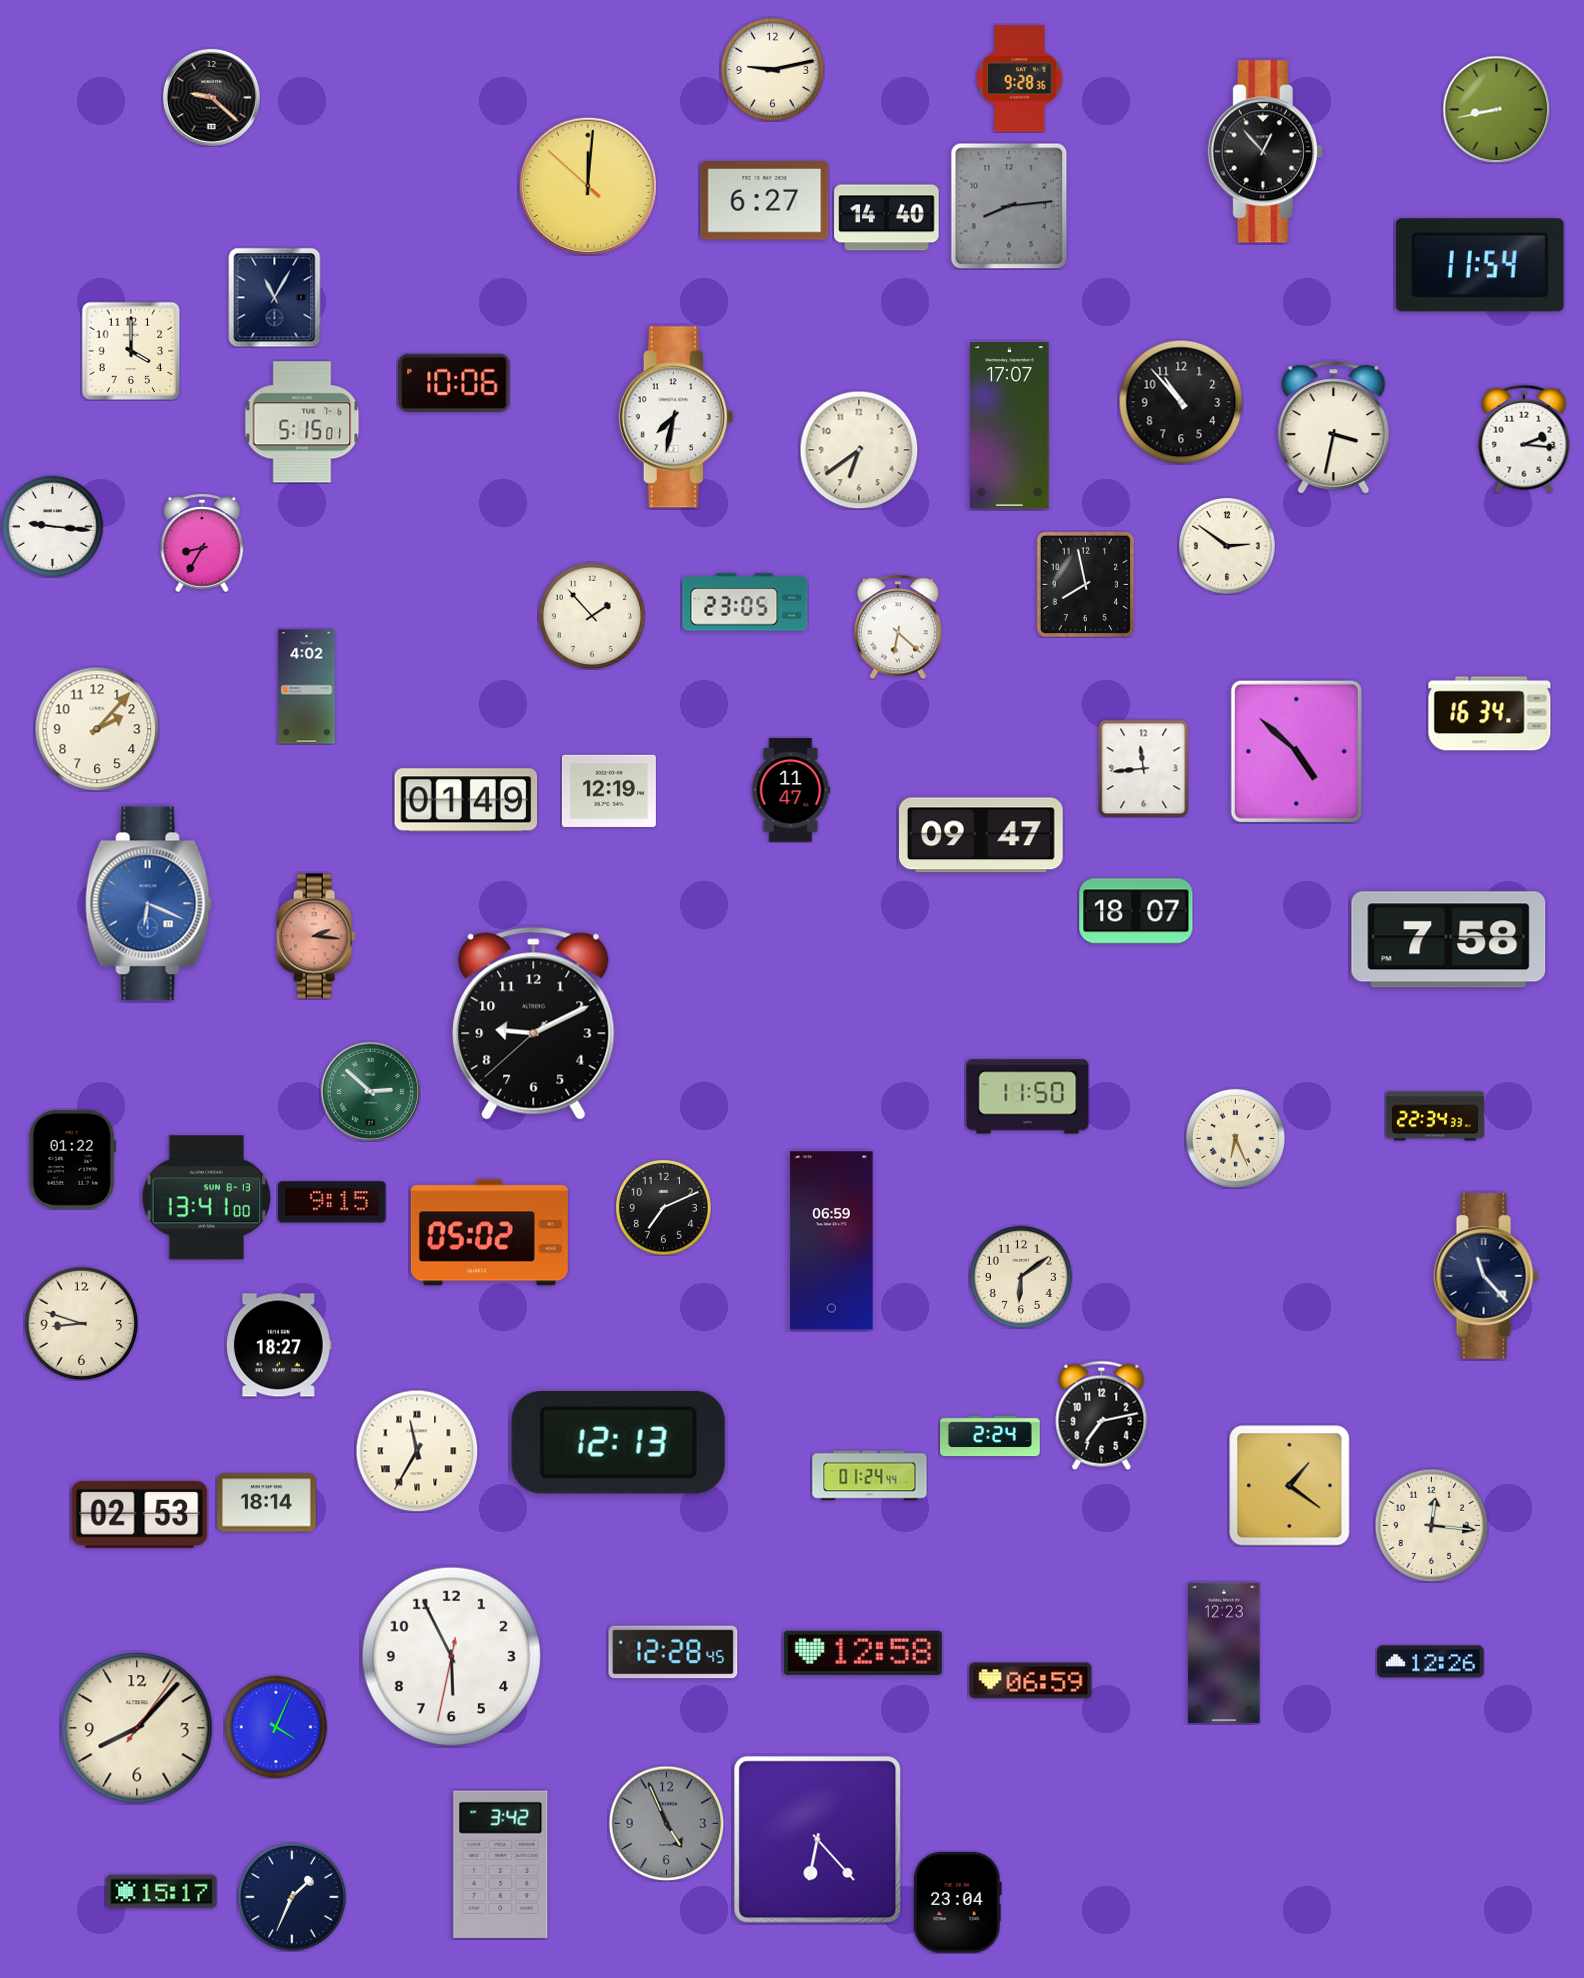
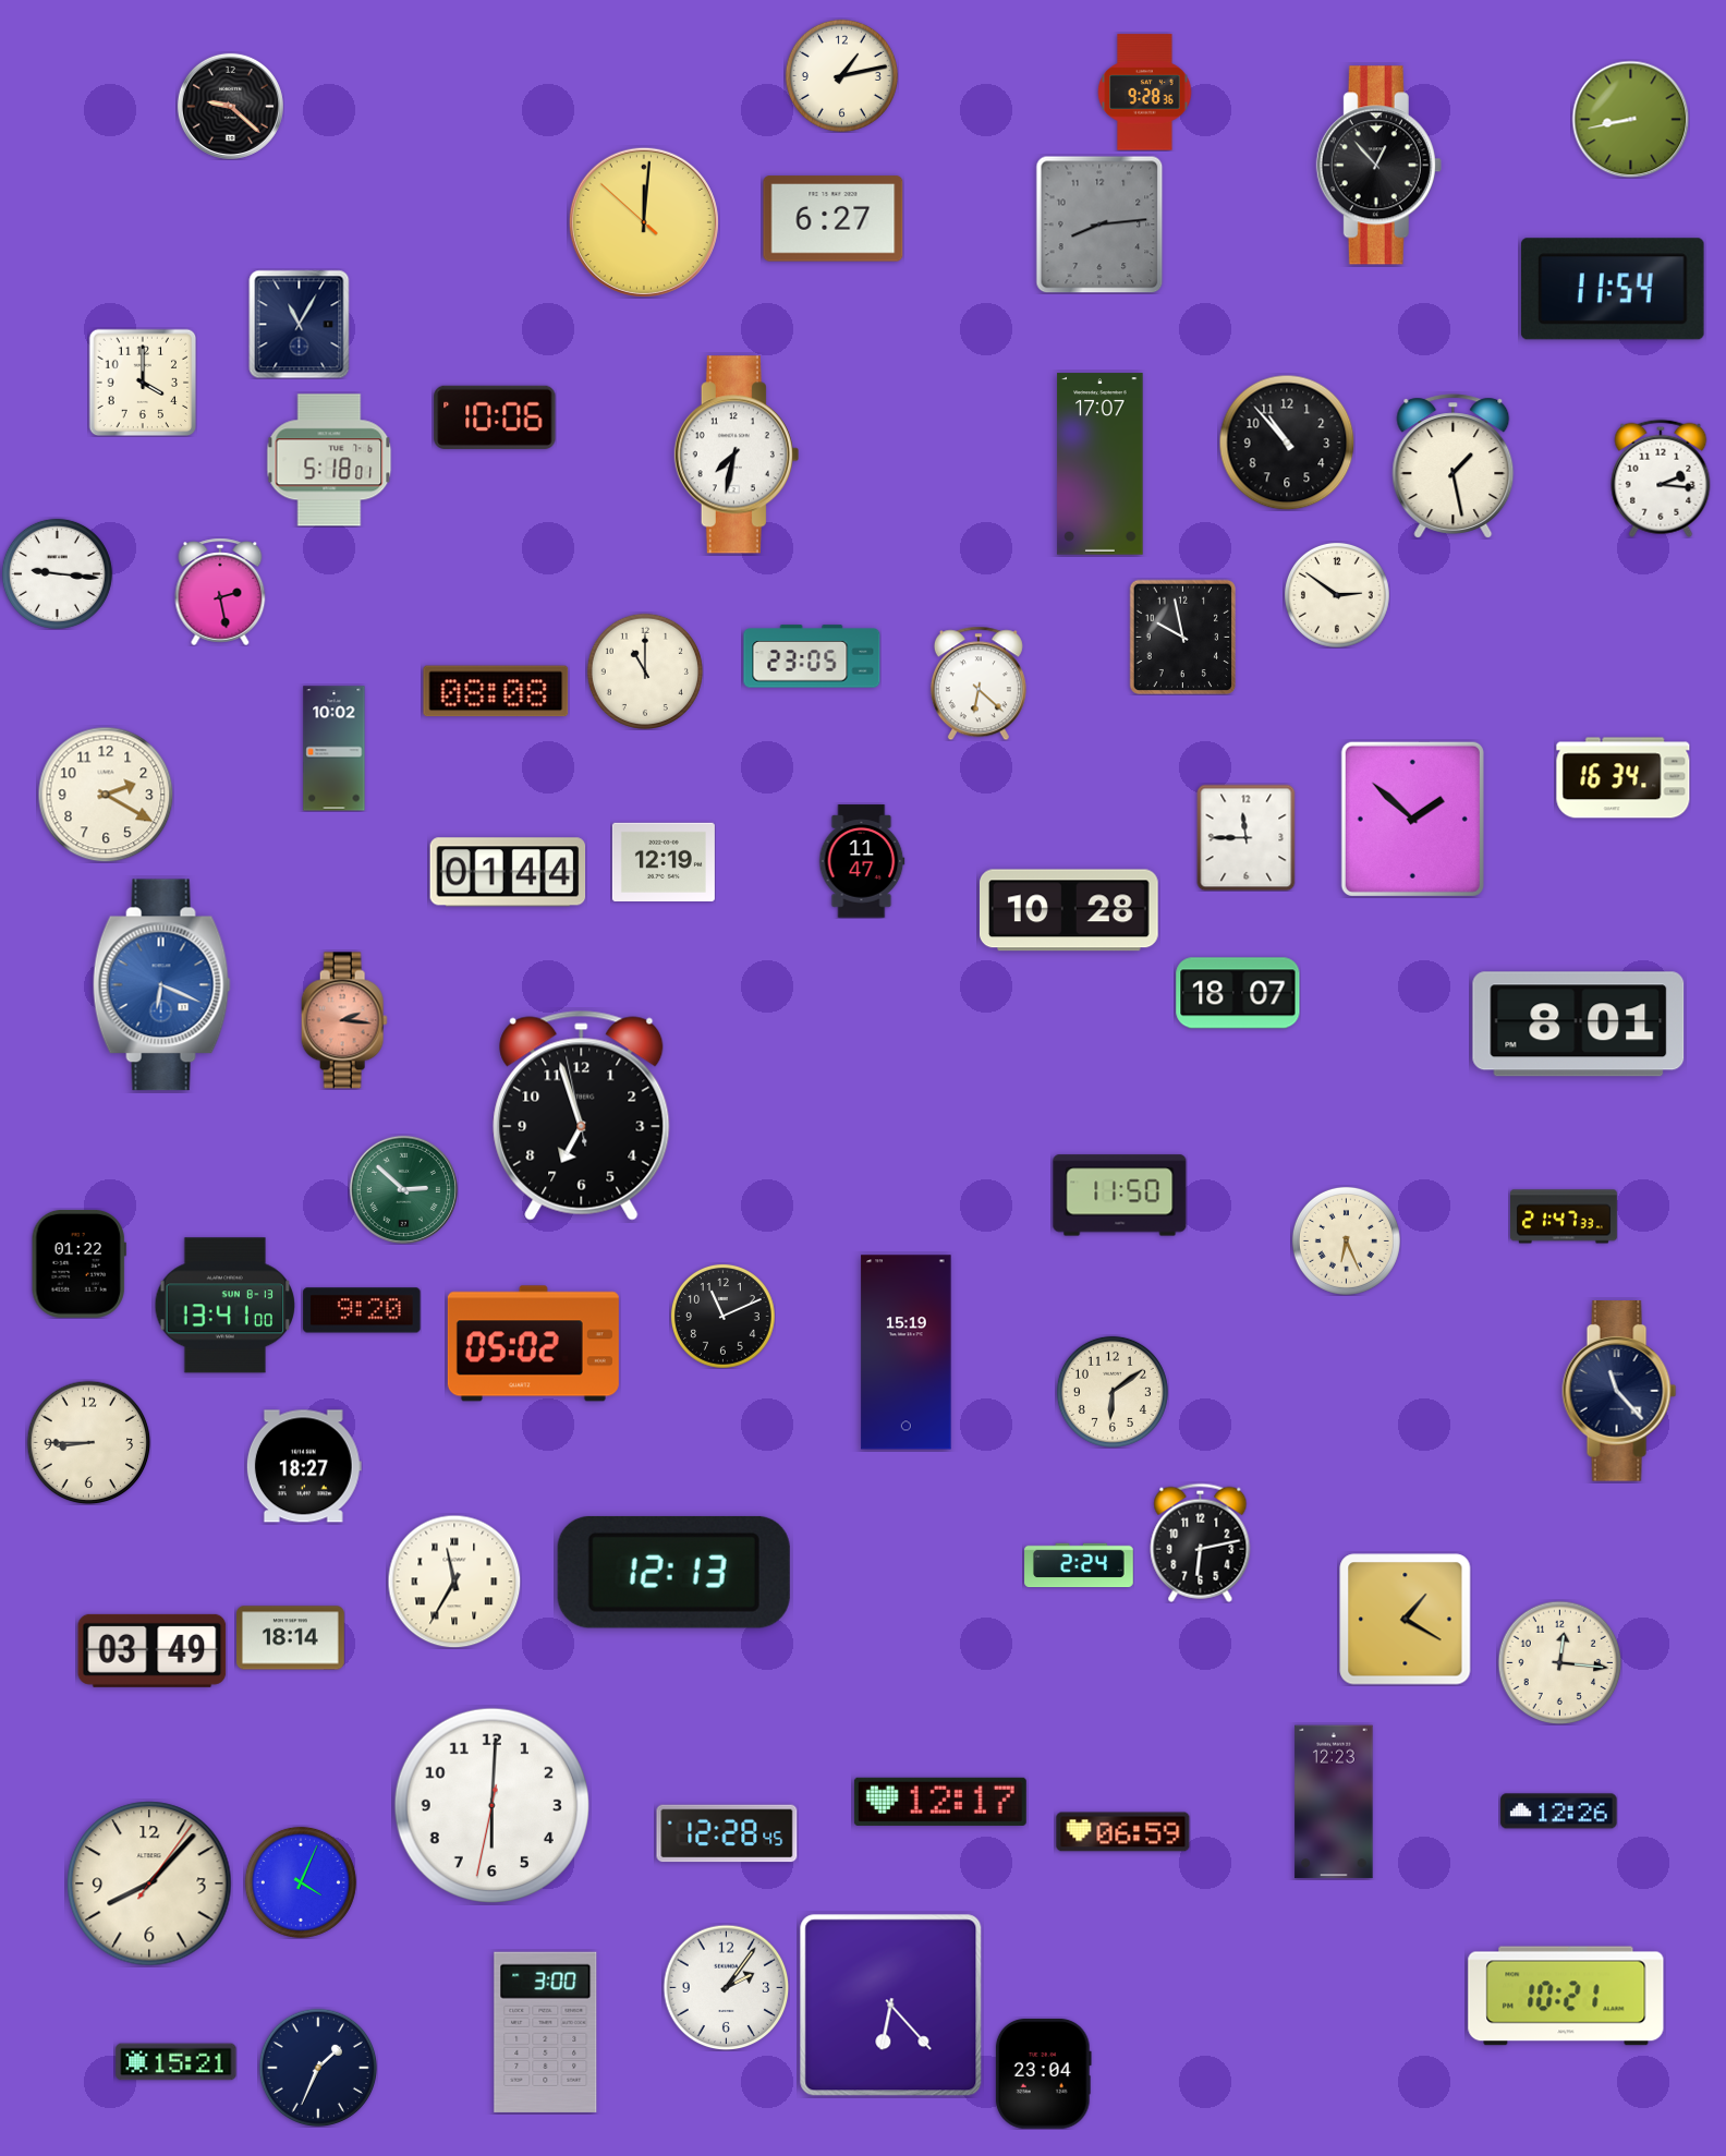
clock at (772, 69): 9:13 -> 1:13
clock at (1020, 79) position: (1020, 79) -> (1145, 93)
clock at (588, 186) position: (588, 186) -> (644, 222)
clock at (887, 218): 14:40 -> none
clock at (1181, 402) position: (1181, 402) -> (1287, 443)
clock at (302, 422): 5:15 -> 5:18
clock at (1334, 428): 3:32 -> 1:28
clock at (859, 450): 6:39 -> none
clock at (202, 543): 8:35 -> 2:28
clock at (1086, 584): 7:58 -> 9:58
clock at (592, 616): 1:53 -> 11:00
clock at (496, 691): none -> 08:08
clock at (307, 687): 4:02 -> 10:02
clock at (97, 729): 2:07 -> 2:20
clock at (1296, 751): 4:52 -> 1:52
clock at (1144, 768): 11:44 -> 11:45
clock at (466, 800): 01:49 -> 01:44
clock at (981, 835): 09:47 -> 10:28
clock at (1449, 940): 7:58 -> 8:01
clock at (534, 1023): 9:10 -> 6:56
clock at (1436, 1116): 22:34 -> 21:47
clock at (332, 1202): 9:15 -> 9:20
clock at (663, 1207): 7:11 -> 11:11
clock at (832, 1241): 06:59 -> 15:19
clock at (81, 1323): 8:48 -> 8:45
clock at (1102, 1415): 7:13 -> 6:13
clock at (870, 1476): 01:24 -> none
clock at (1290, 1486): 1:21 -> 1:20
clock at (140, 1514): 02:53 -> 03:49
clock at (673, 1652) position: (673, 1652) -> (727, 1833)
clock at (863, 1653): 12:58 -> 12:17
clock at (451, 1656): 5:55 -> 6:00
clock at (666, 1823): 4:56 -> 2:06
clock at (666, 1823) dial: grey -> white
clock at (1566, 1996): none -> 10:21
clock at (501, 1864): 3:42 -> 3:00
clock at (162, 1892): 15:17 -> 15:21
